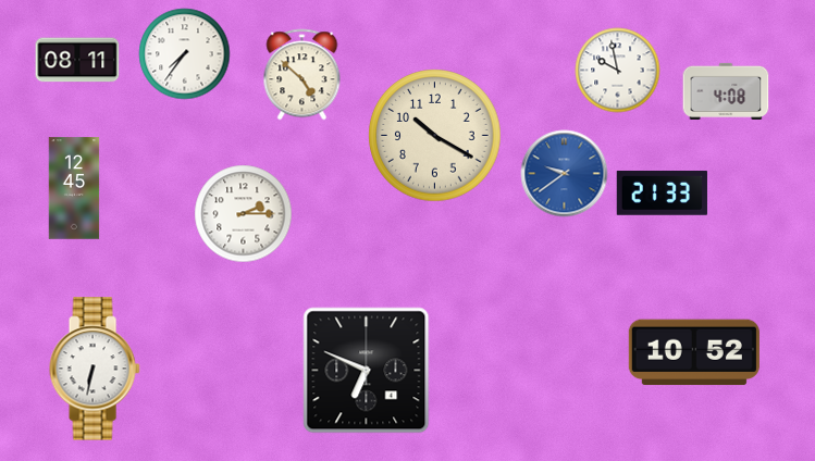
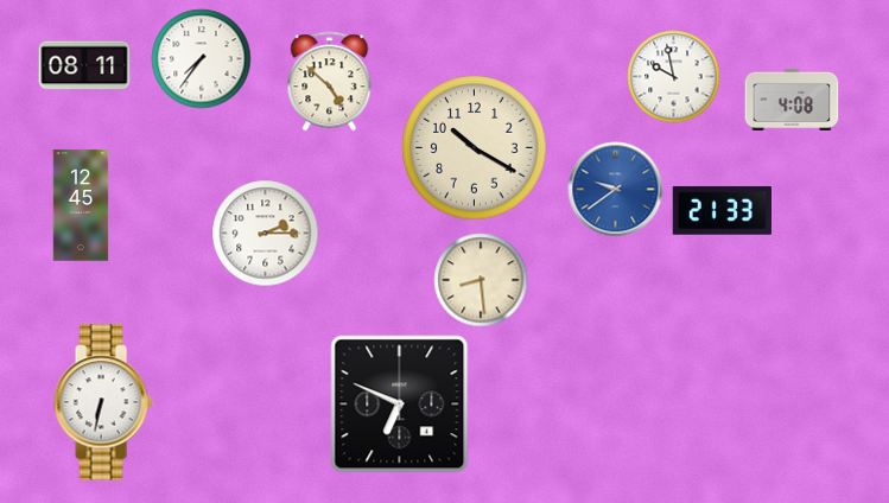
clock at (481, 280): none -> 8:29
clock at (694, 352): 10:52 -> none
